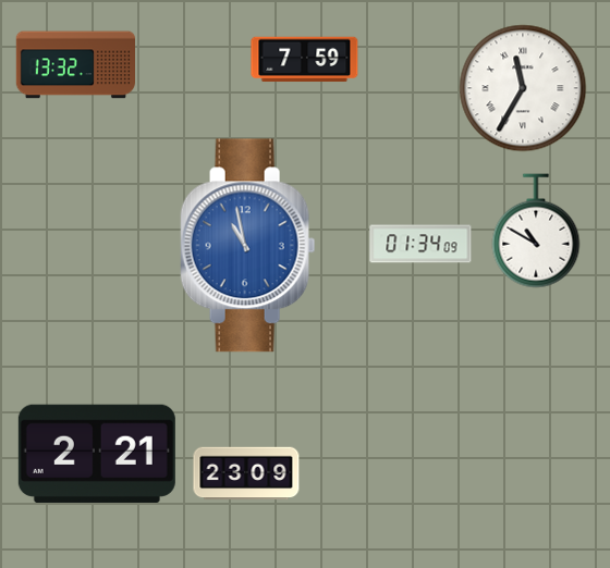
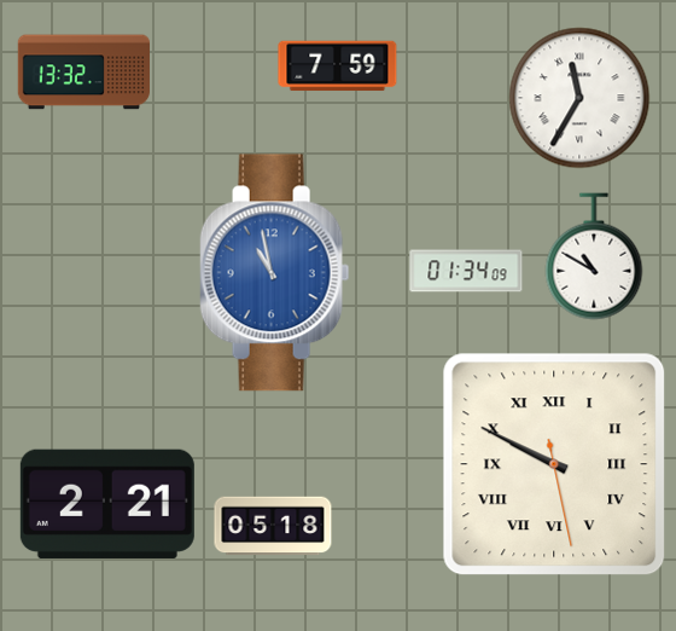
clock at (554, 464): none -> 9:49
clock at (246, 473): 23:09 -> 05:18
